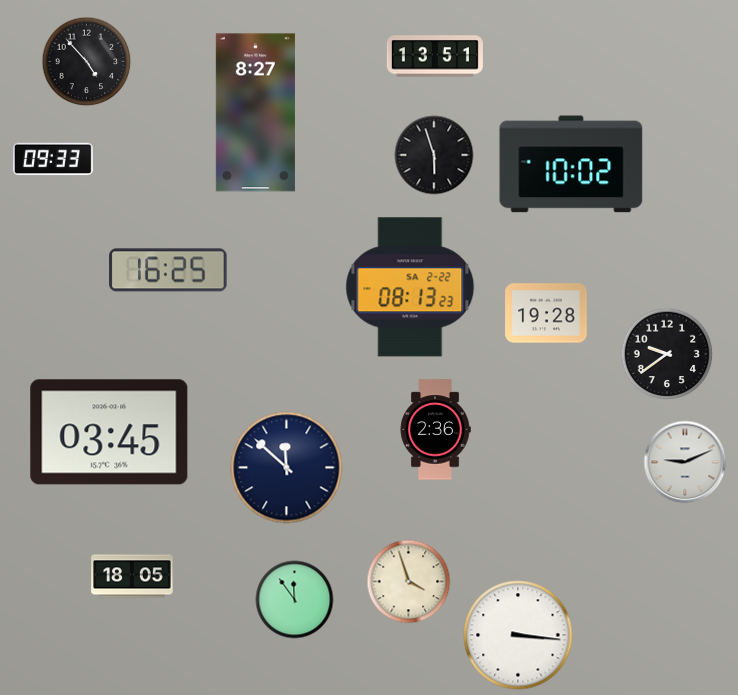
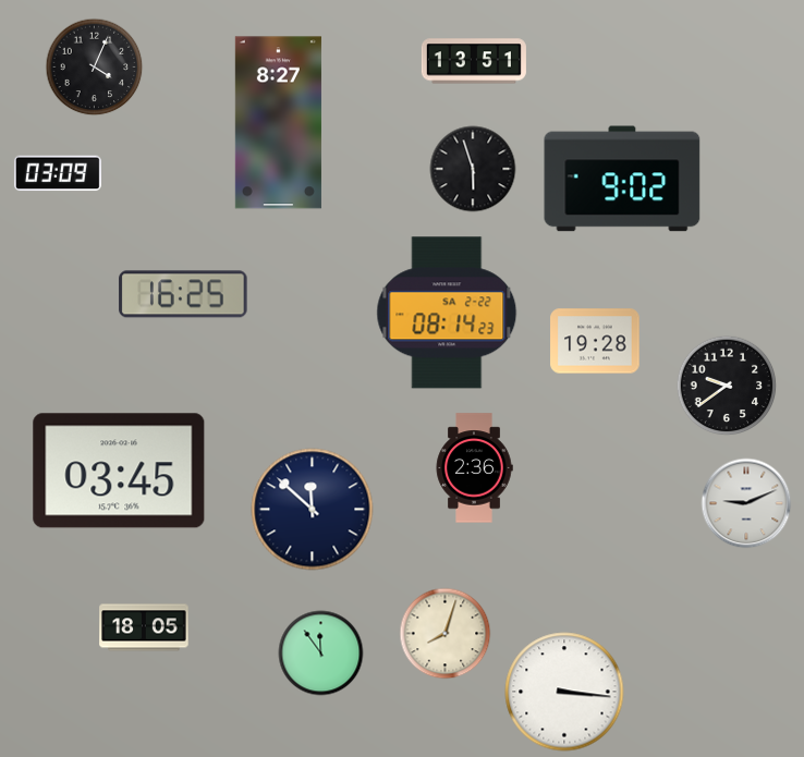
clock at (87, 62): 4:53 -> 4:04
clock at (53, 159): 09:33 -> 03:09
clock at (571, 164): 10:02 -> 9:02
clock at (410, 287): 08:13 -> 08:14
clock at (409, 582): 3:57 -> 8:03
